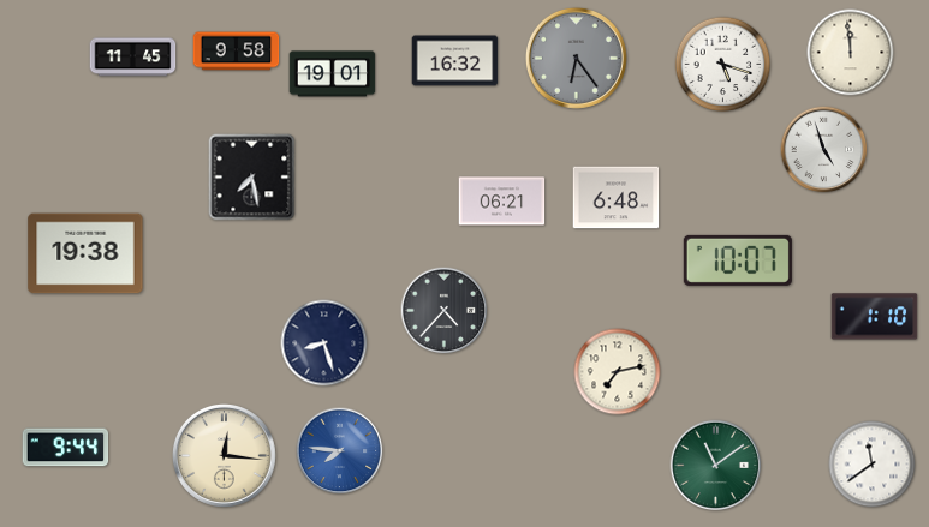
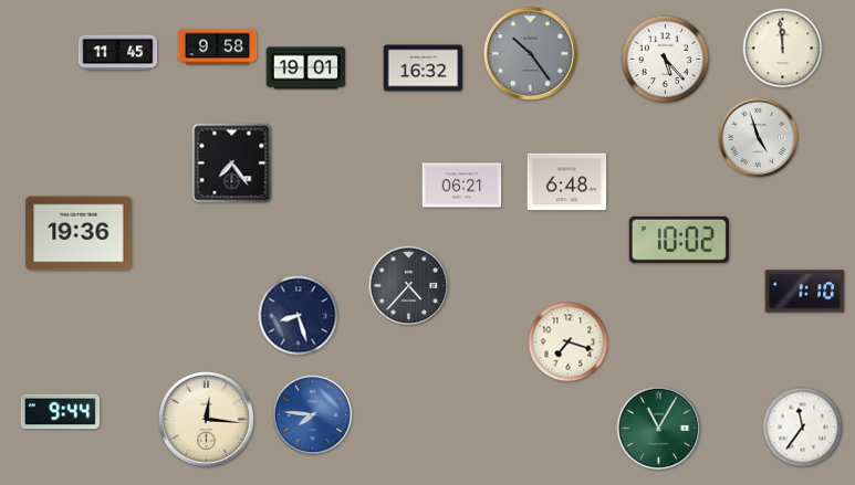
clock at (133, 58) position: (133, 58) -> (118, 53)
clock at (576, 58): 6:24 -> 10:24
clock at (455, 61) position: (455, 61) -> (424, 68)
clock at (723, 65): 5:18 -> 5:23
clock at (252, 178): 7:28 -> 7:24
clock at (85, 253): 19:38 -> 19:36
clock at (738, 260): 10:07 -> 10:02
clock at (618, 372): 7:13 -> 7:18
clock at (873, 465): 11:39 -> 11:36
clock at (716, 466): 11:09 -> 11:05
